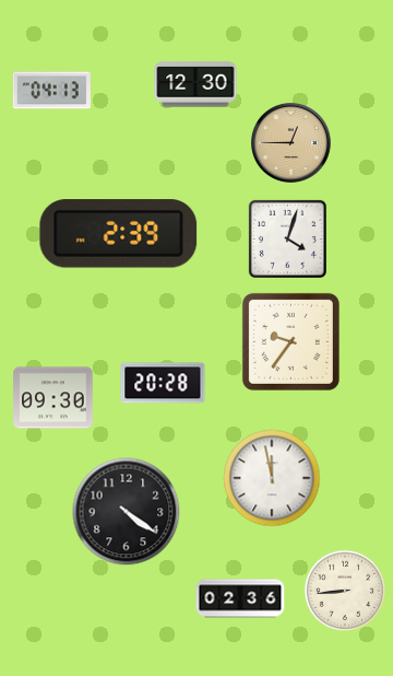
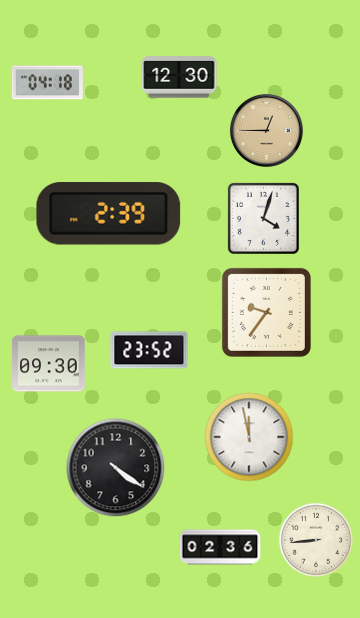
clock at (51, 91): 04:13 -> 04:18
clock at (163, 383): 20:28 -> 23:52
